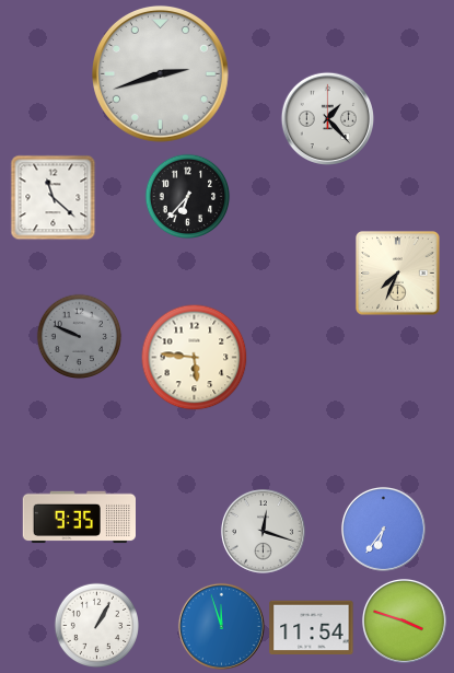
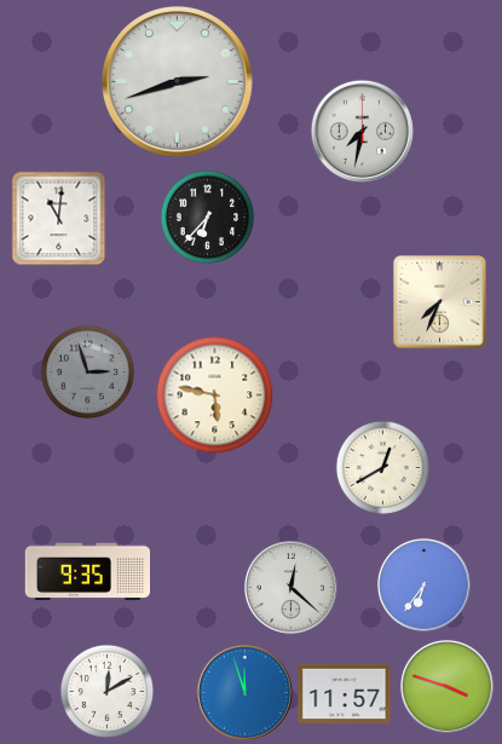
clock at (327, 118): 1:23 -> 7:32
clock at (53, 197): 11:22 -> 11:01
clock at (79, 336): 9:49 -> 2:57
clock at (194, 357): 5:46 -> 5:47
clock at (382, 467): none -> 12:40
clock at (263, 531): 12:18 -> 12:22
clock at (96, 625): 1:05 -> 12:10
clock at (312, 628): 11:54 -> 11:57
